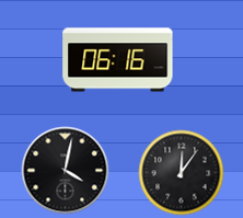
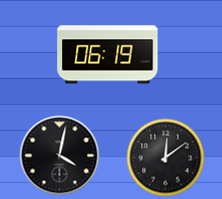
clock at (118, 60): 06:16 -> 06:19
clock at (181, 172): 12:06 -> 12:09
